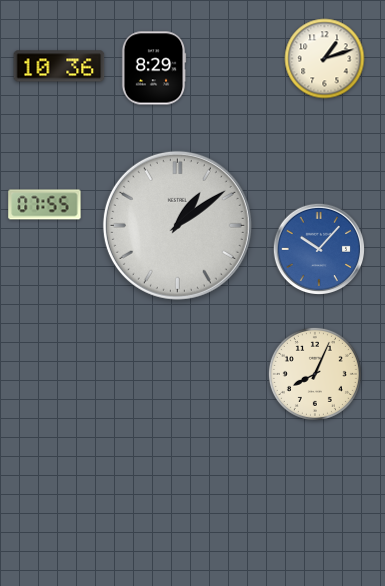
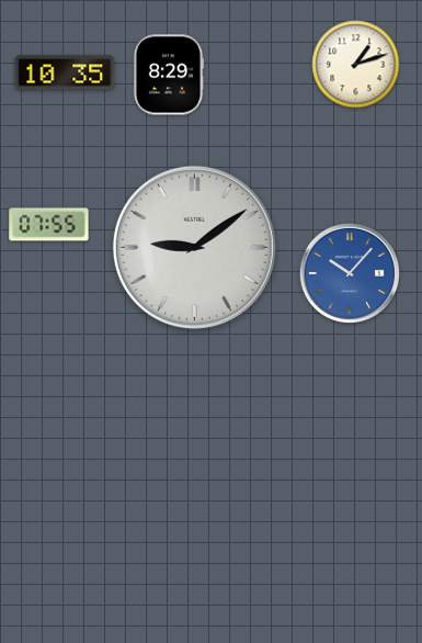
clock at (59, 66): 10:36 -> 10:35
clock at (177, 225): 1:09 -> 9:09
clock at (315, 374): 8:04 -> none
